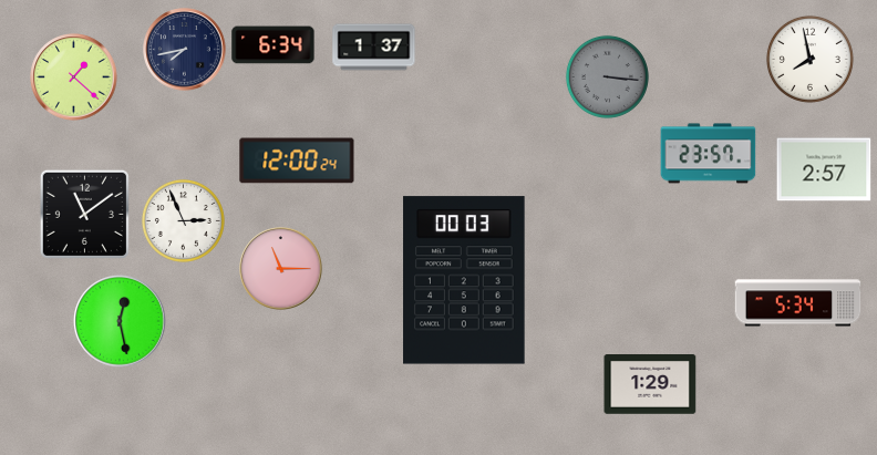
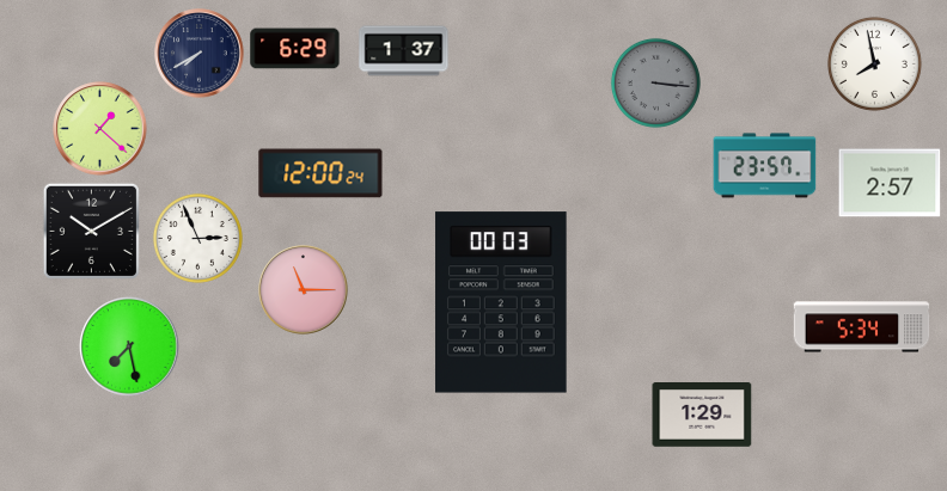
clock at (274, 45): 6:34 -> 6:29
clock at (185, 50): 7:43 -> 7:40
clock at (74, 77) position: (74, 77) -> (100, 129)
clock at (84, 214): 11:09 -> 10:10
clock at (120, 321): 12:28 -> 7:28
